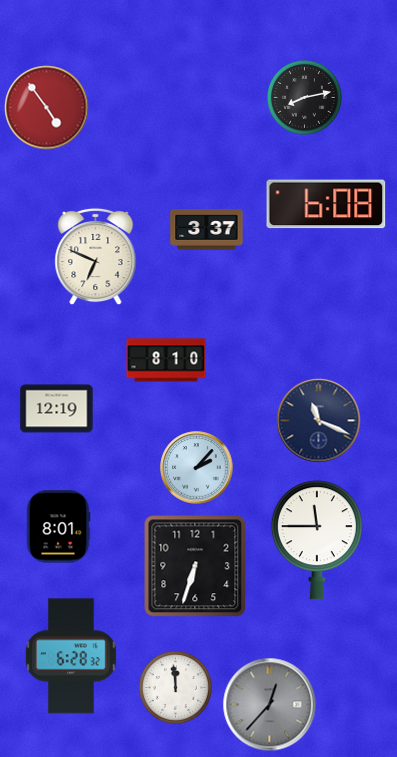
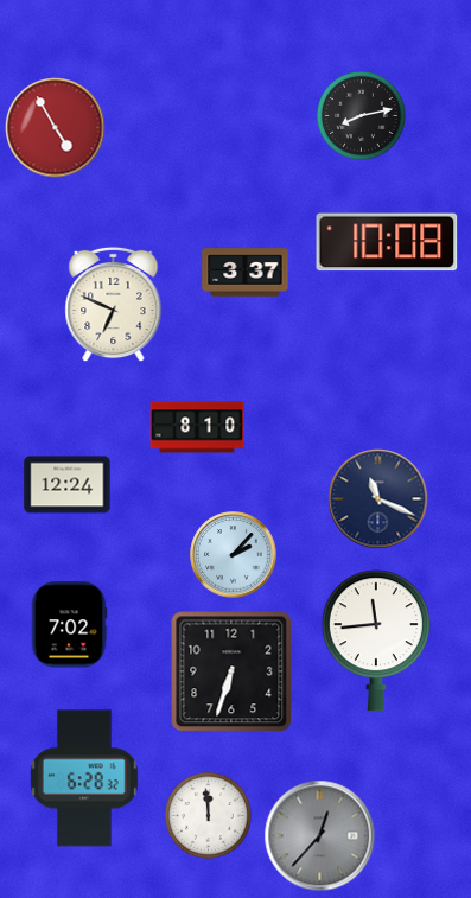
clock at (47, 108): 4:54 -> 4:55
clock at (326, 204): 6:08 -> 10:08
clock at (57, 409): 12:19 -> 12:24
clock at (58, 527): 8:01 -> 7:02
clock at (317, 540): 11:45 -> 11:44
